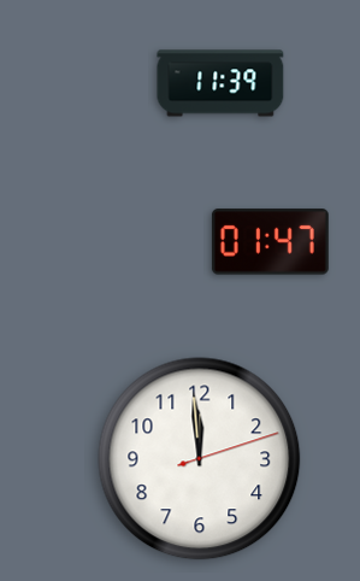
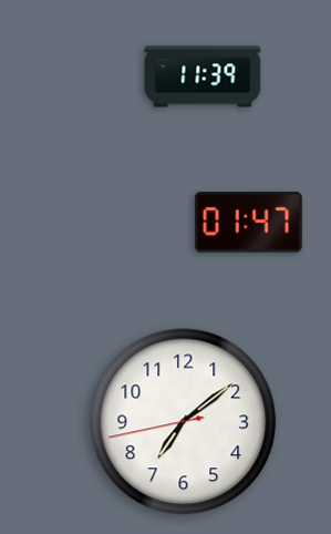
clock at (200, 459): 11:59 -> 7:08
